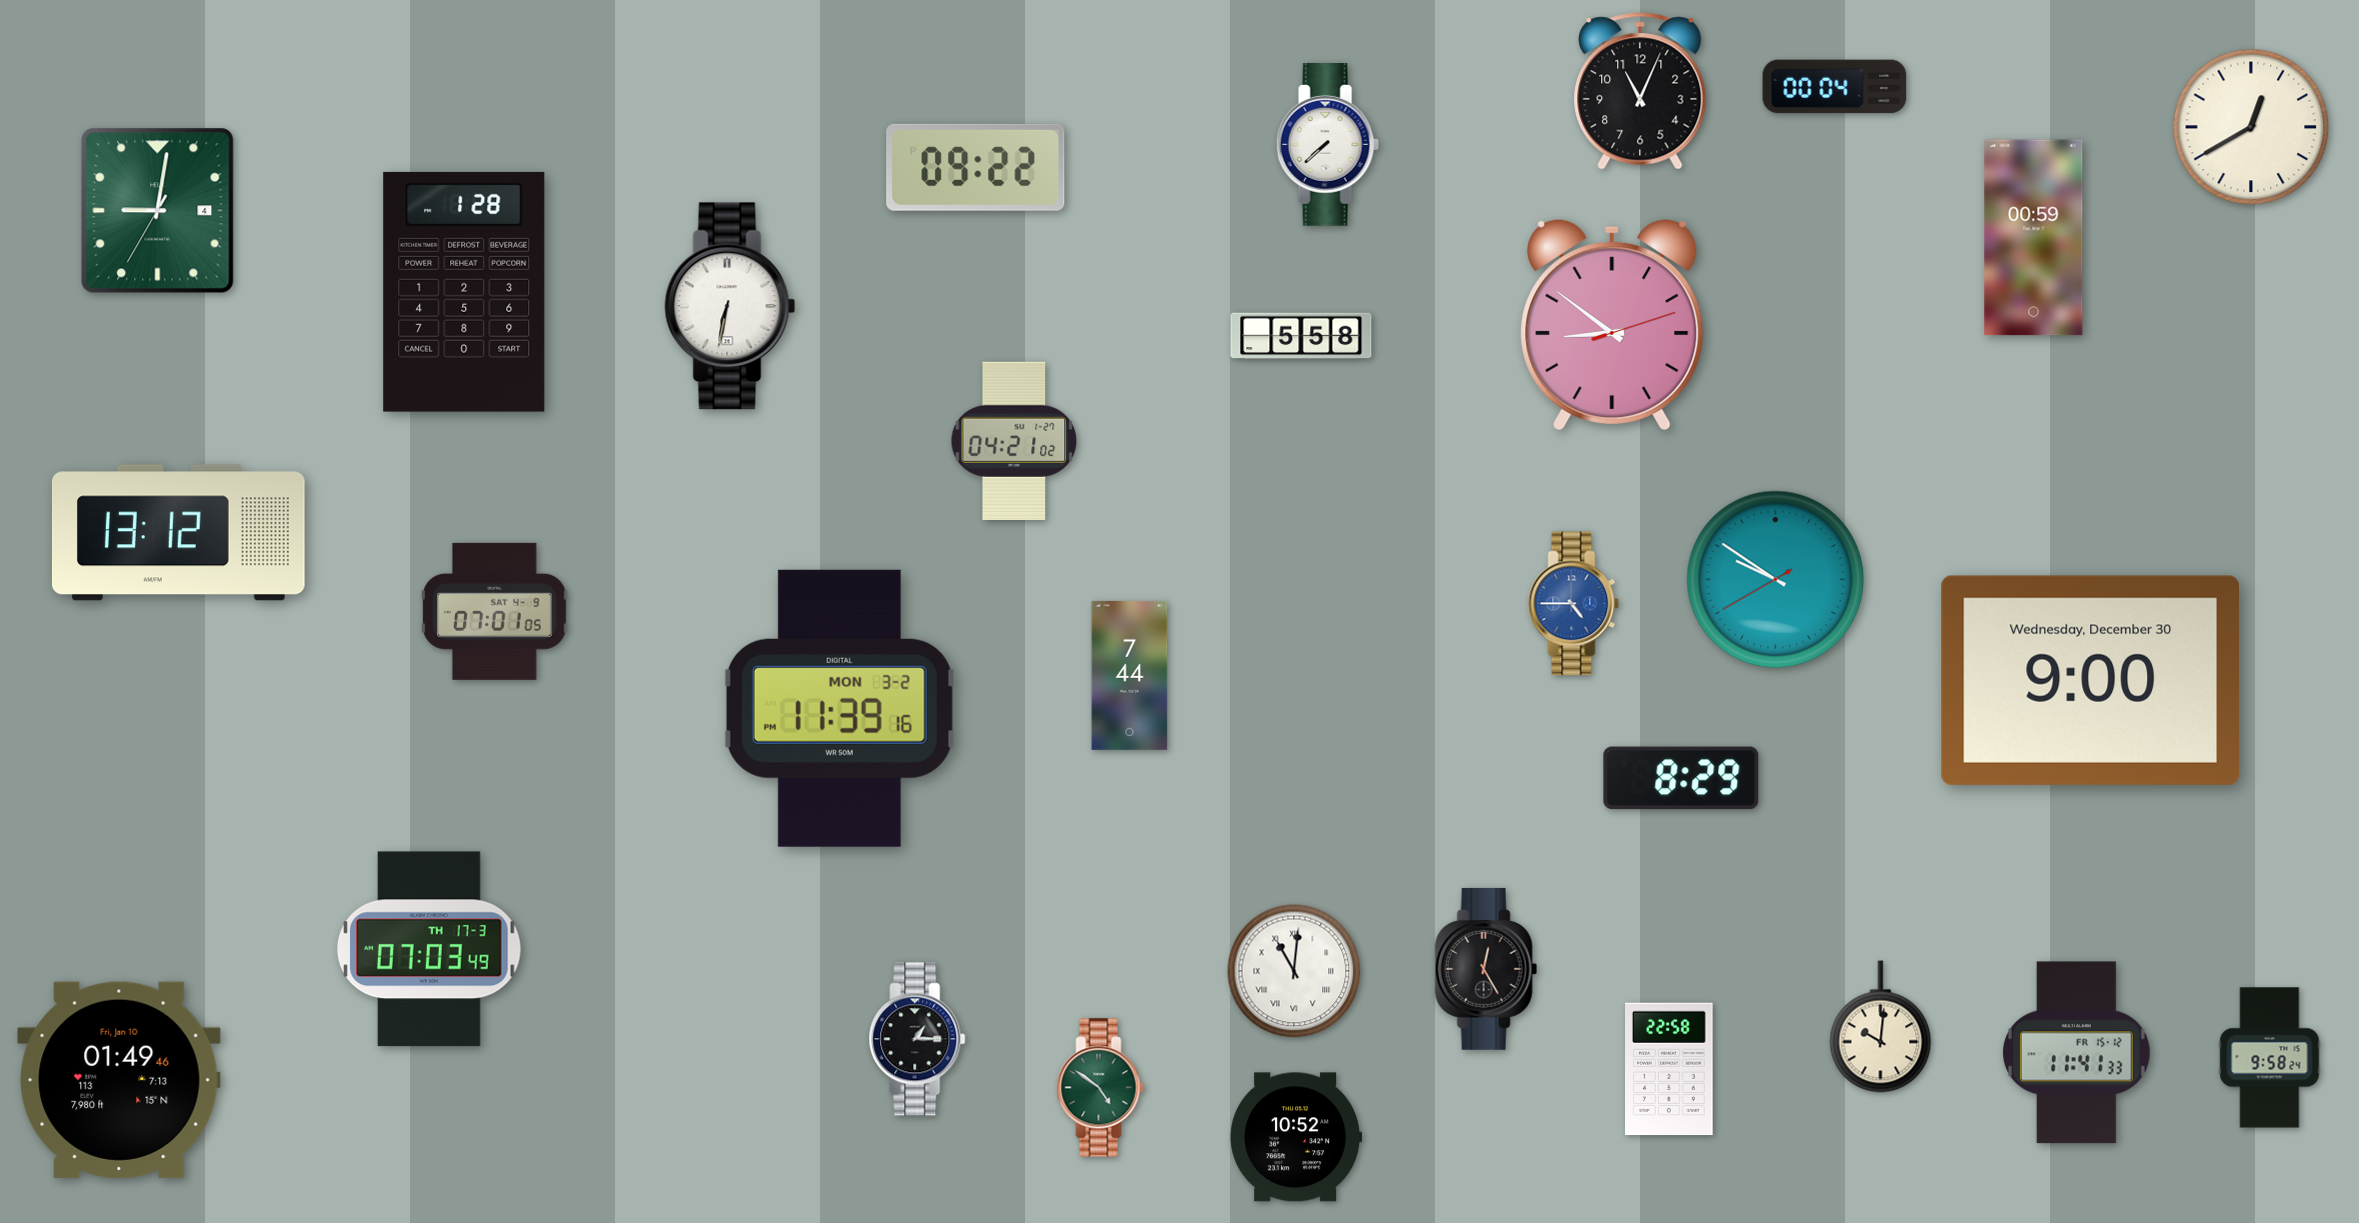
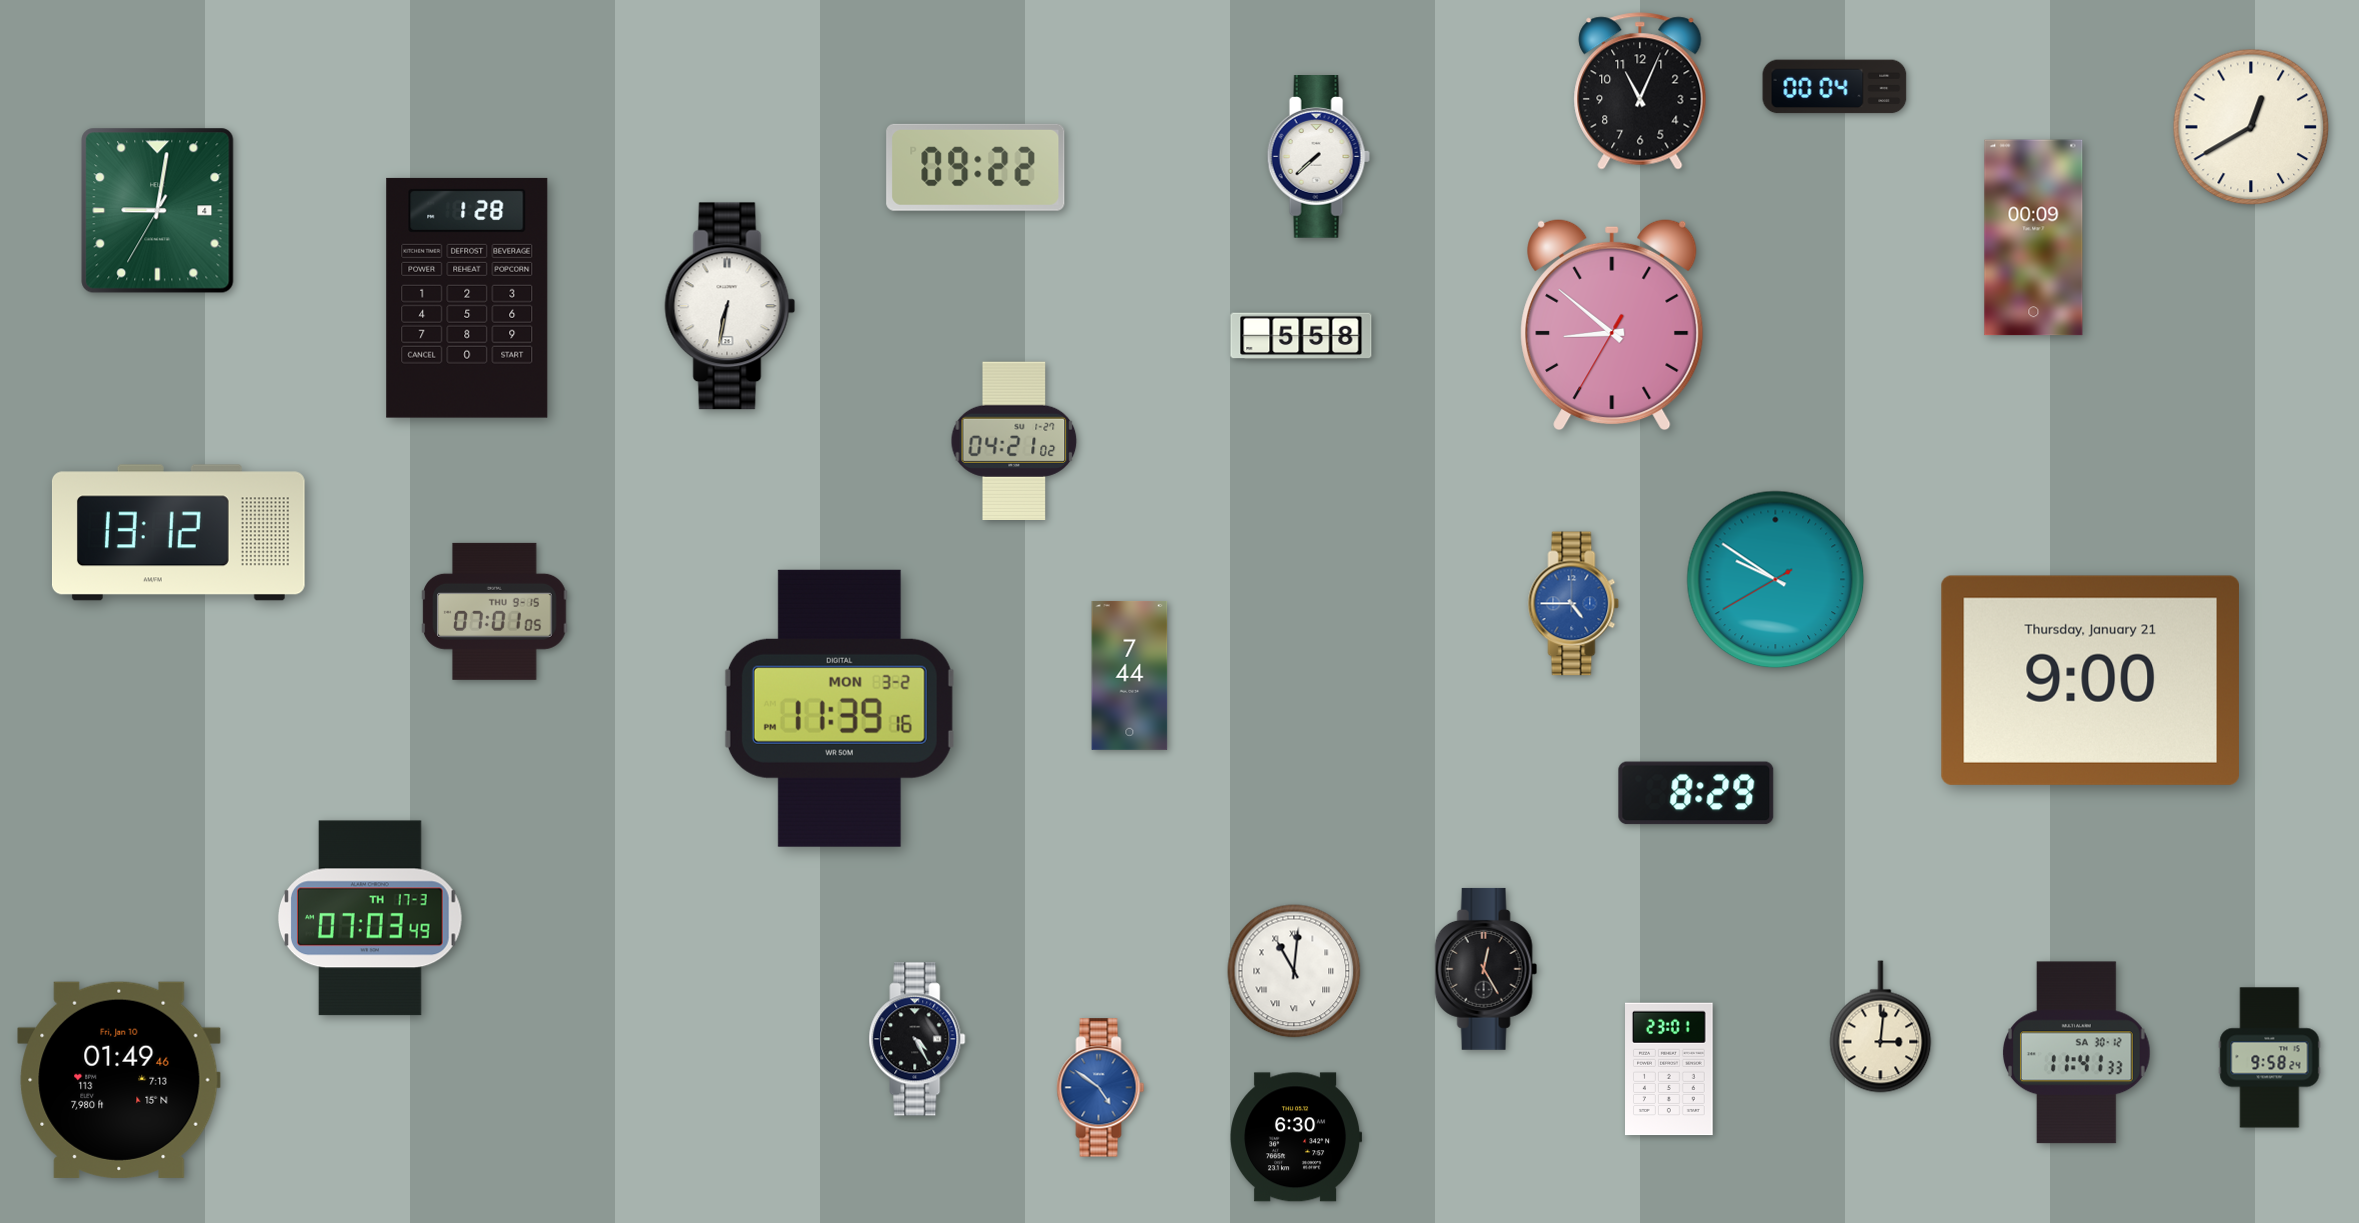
clock at (1327, 145) position: (1327, 145) -> (1318, 157)
clock at (2034, 238): 00:59 -> 00:09
clock at (464, 292) position: (464, 292) -> (467, 298)
clock at (1612, 325): 8:51:12 -> 8:51:35
clock at (495, 611) date: SAT 4-9 -> THU 9-15
clock at (2090, 680) date: Wednesday, December 30 -> Thursday, January 21
clock at (1681, 778) position: (1681, 778) -> (1696, 793)
clock at (429, 949) position: (429, 949) -> (370, 918)
clock at (1881, 1027): 10:01 -> 3:01
clock at (917, 1039): 1:15 -> 4:25
clock at (2077, 1053) date: FR 15-12 -> SA 30-12
clock at (1669, 1069): 22:58 -> 23:01
clock at (1101, 1088) dial: green -> blue
clock at (1296, 1137): 10:52 -> 6:30
